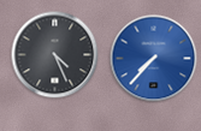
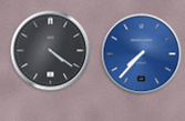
clock at (55, 55): 4:26 -> 4:21
